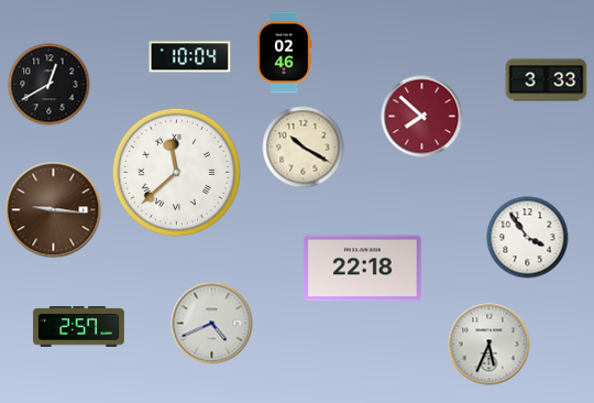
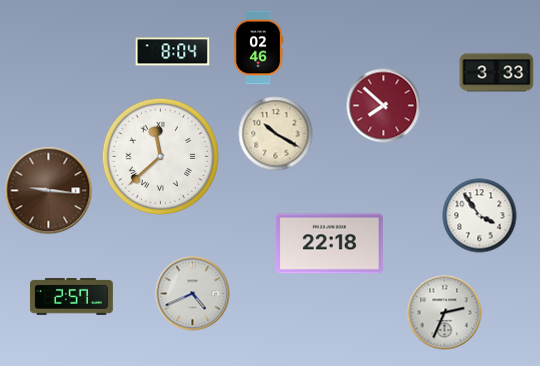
clock at (190, 57): 10:04 -> 8:04
clock at (50, 85): 12:40 -> none
clock at (490, 345): 5:34 -> 2:34
